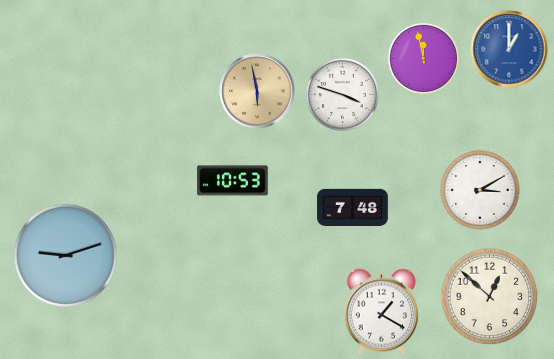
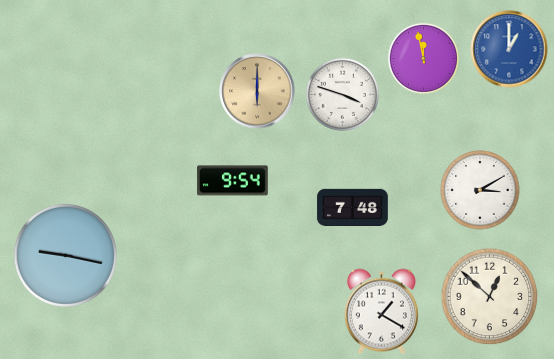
clock at (257, 91): 5:58 -> 6:00
clock at (233, 181): 10:53 -> 9:54
clock at (65, 255): 9:12 -> 9:17
